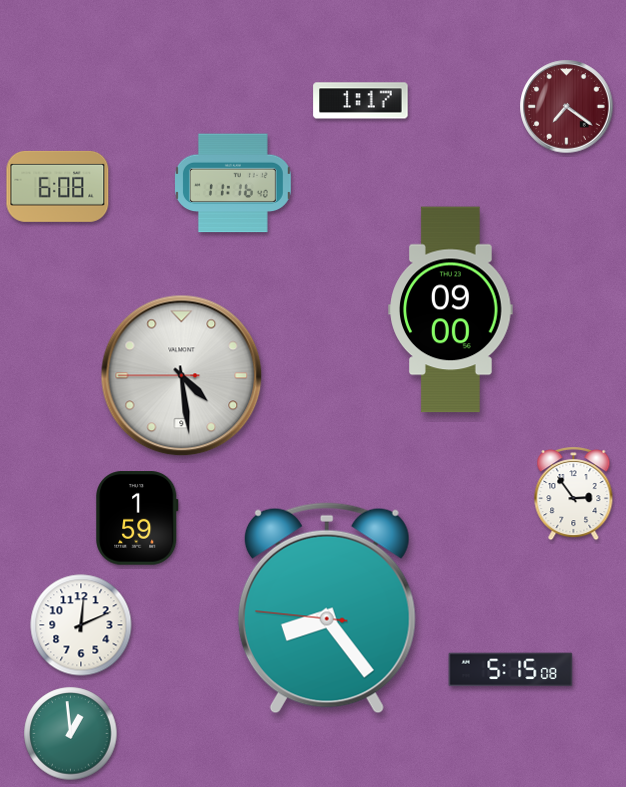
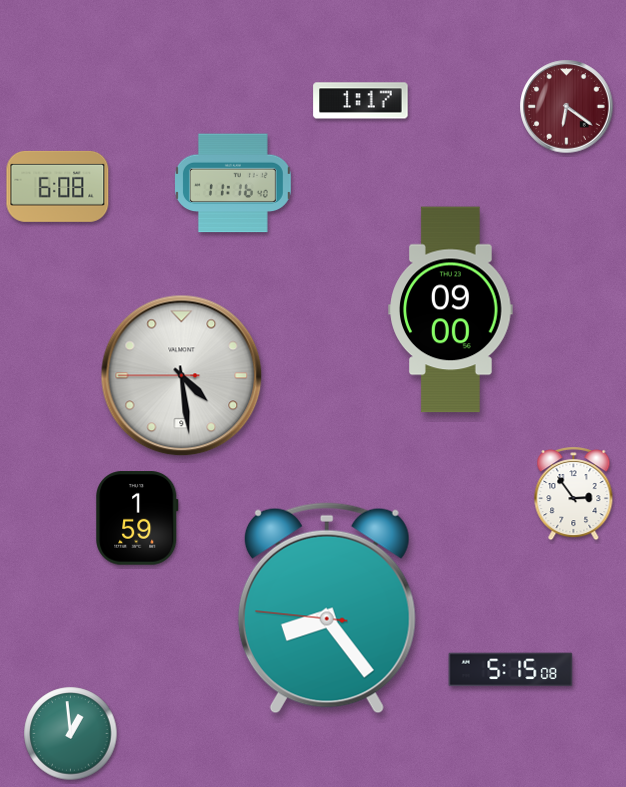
clock at (567, 107): 7:21 -> 6:21
clock at (81, 625): 12:11 -> none
